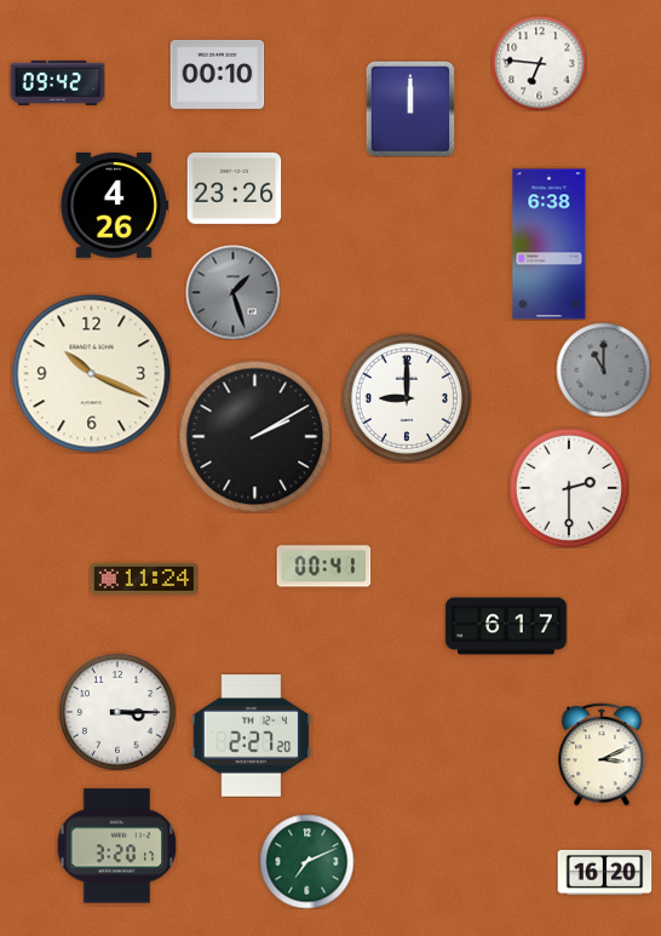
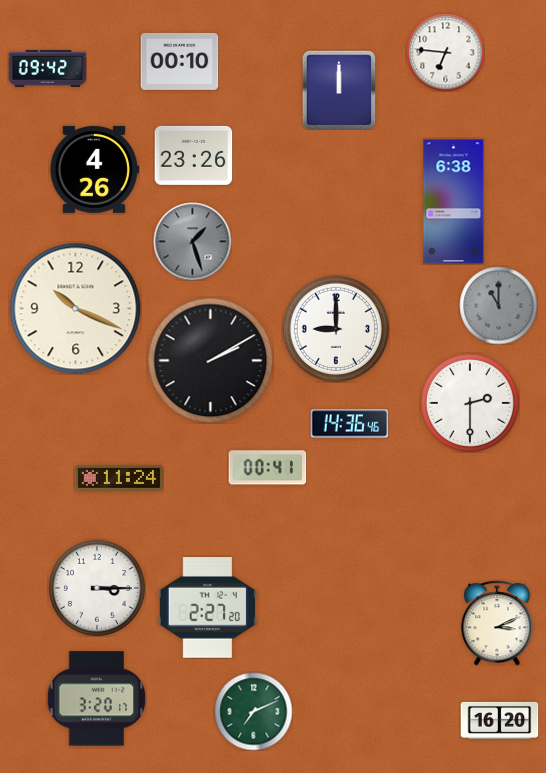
clock at (349, 424): none -> 14:36
clock at (506, 626): 6:17 -> none
